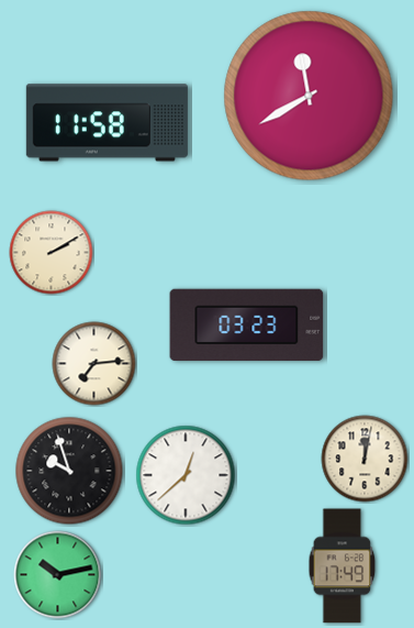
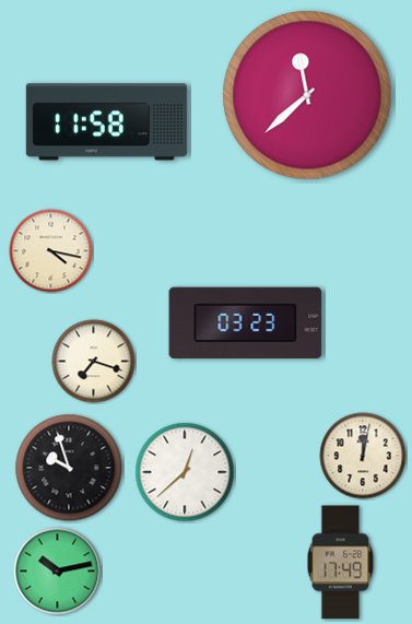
clock at (309, 96): 11:40 -> 11:38
clock at (52, 253): 2:10 -> 4:17
clock at (94, 364): 7:14 -> 7:18
